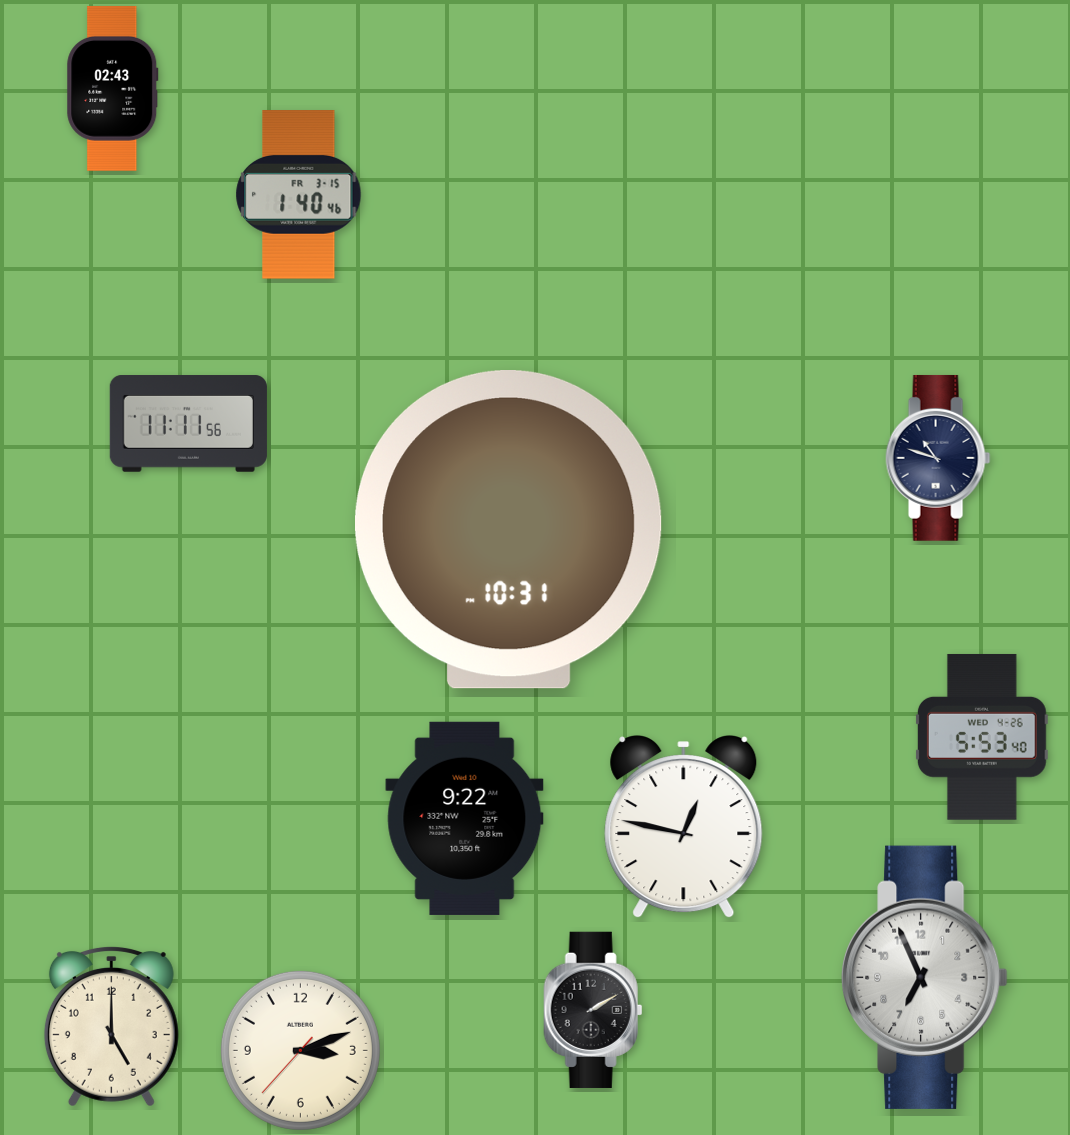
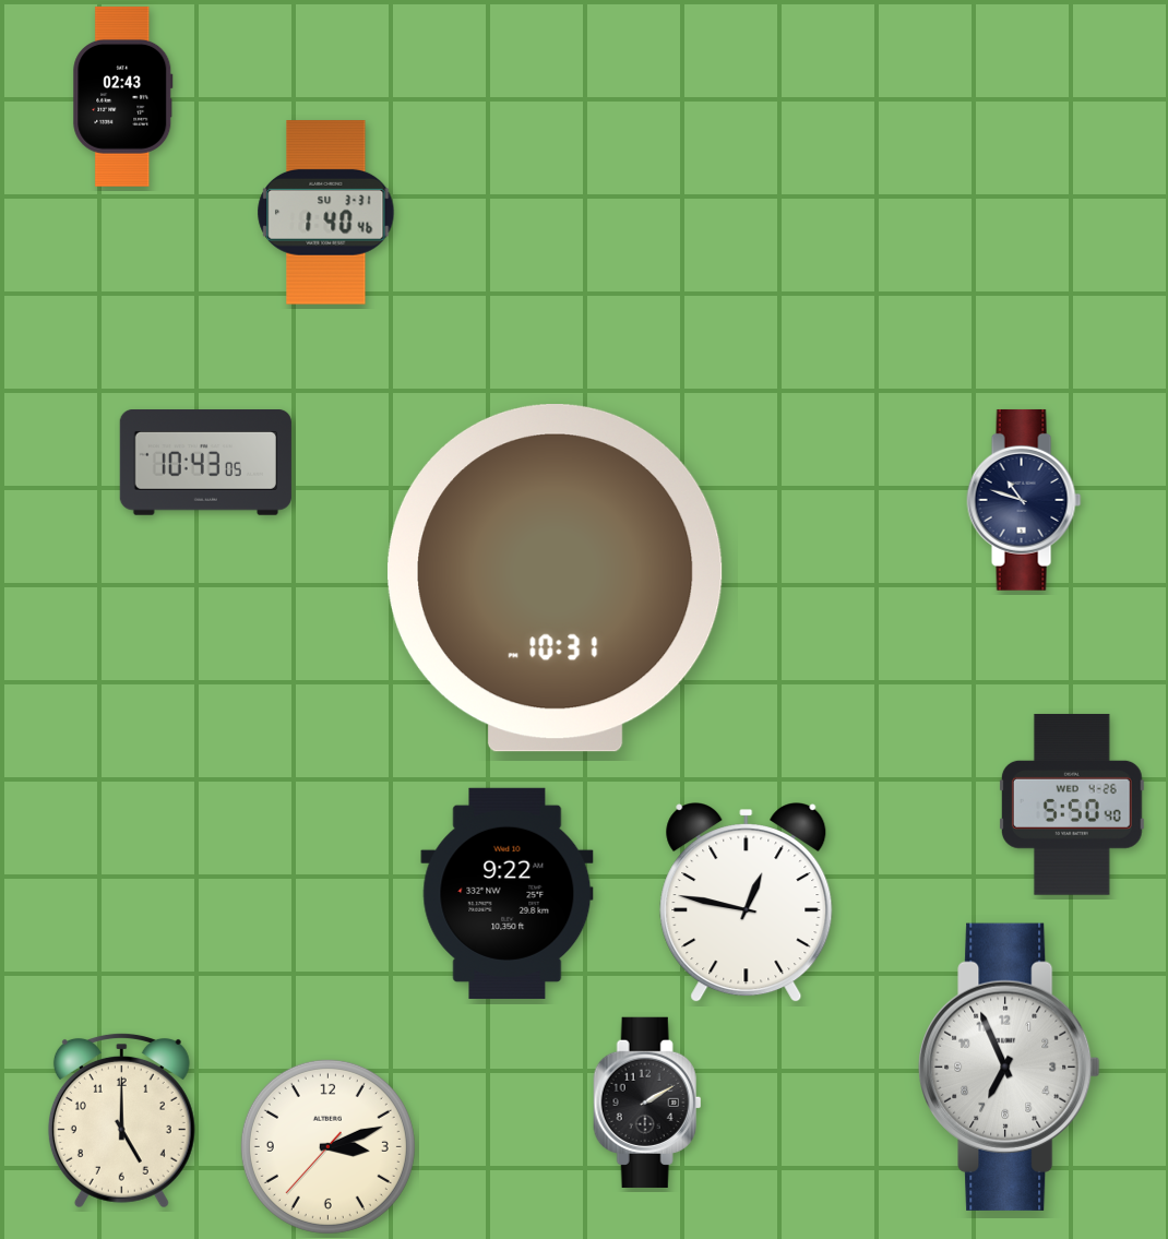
clock at (299, 195) date: FR 3-15 -> SU 3-31
clock at (188, 424): 11:11 -> 10:43
clock at (982, 737): 5:53 -> 5:50
